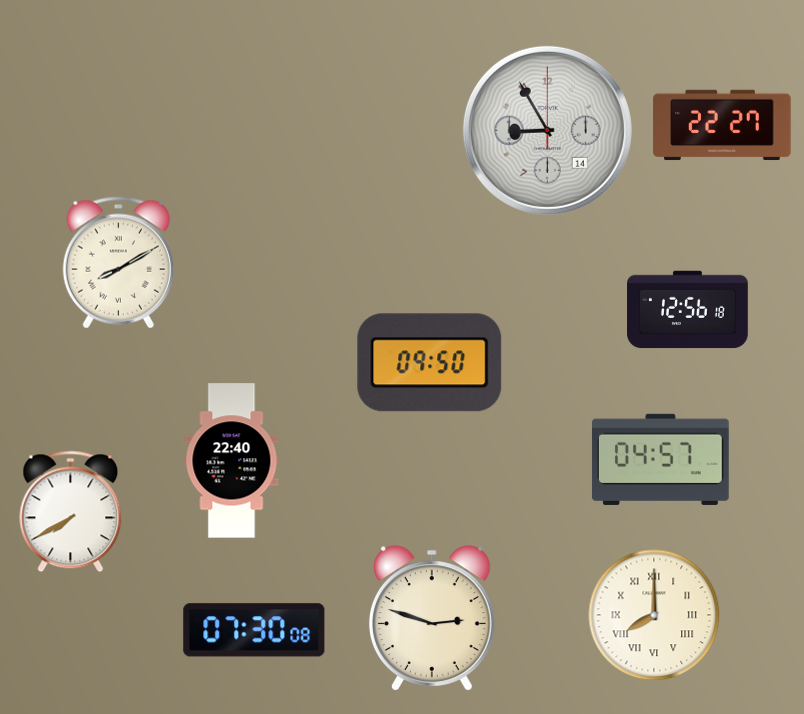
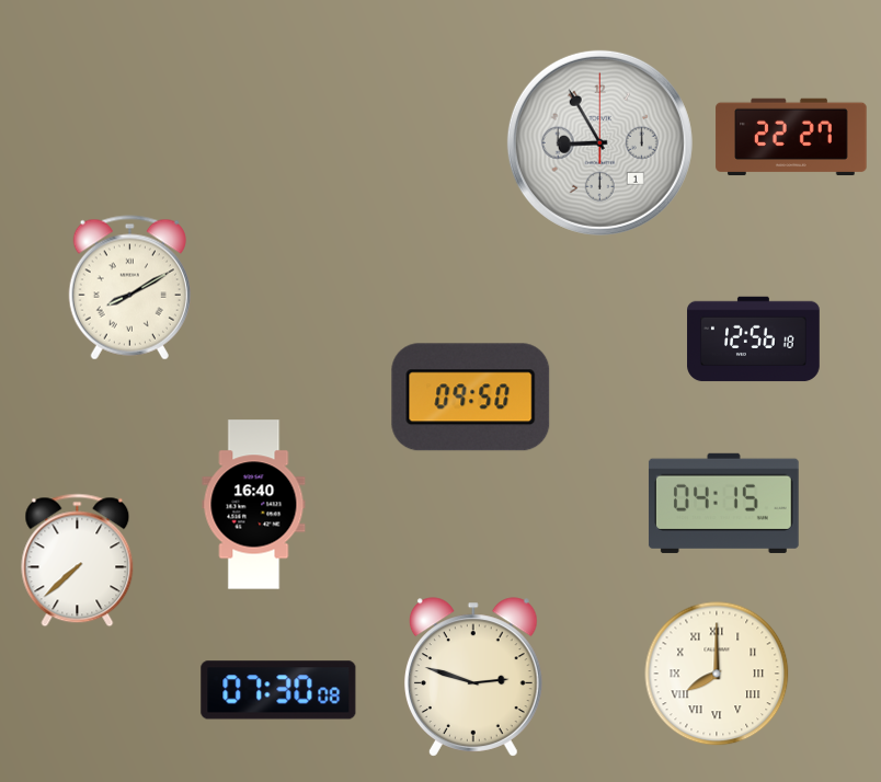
clock at (547, 130) date: 14 -> 1
clock at (661, 459): 04:57 -> 04:15
clock at (232, 461): 22:40 -> 16:40
clock at (71, 512): 7:40 -> 7:38
